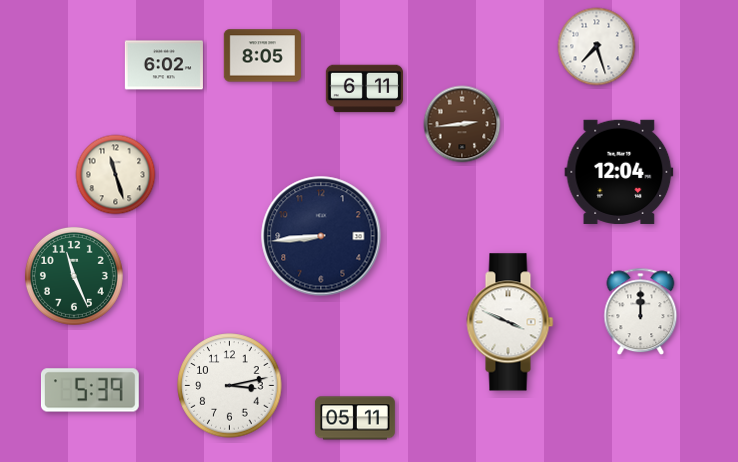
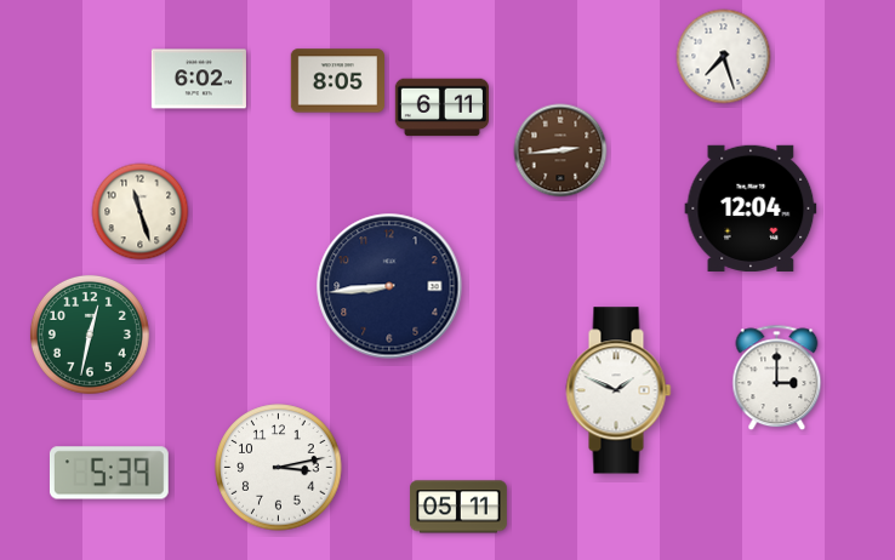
clock at (262, 56) position: (262, 56) -> (337, 81)
clock at (74, 276): 11:26 -> 12:32
clock at (641, 312): 12:00 -> 3:00
clock at (510, 322): 3:49 -> 1:49
clock at (355, 418) position: (355, 418) -> (458, 507)
